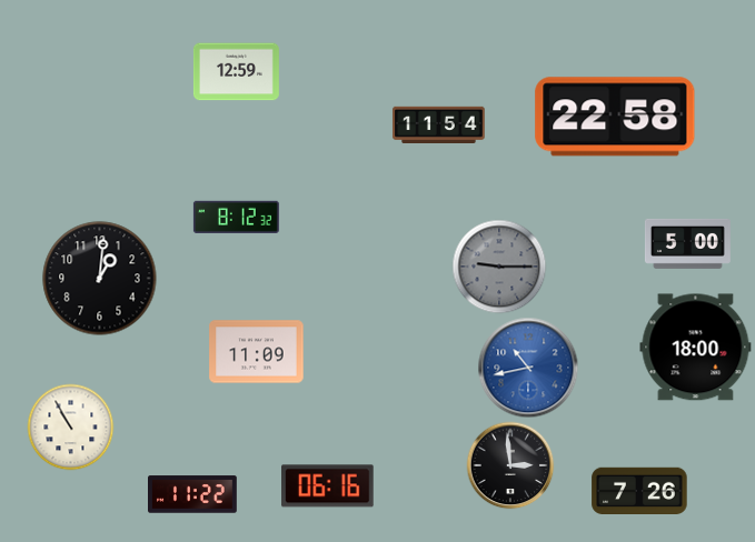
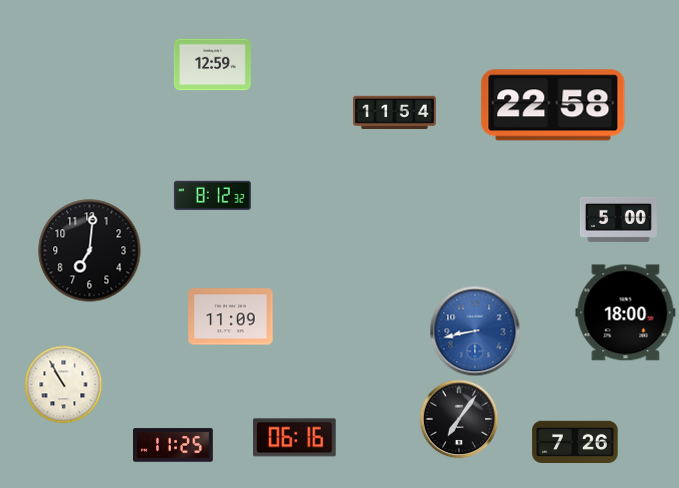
clock at (499, 267): 9:15 -> none
clock at (100, 279): 1:01 -> 7:01
clock at (528, 368): 10:43 -> 8:43
clock at (510, 465): 2:59 -> 7:06
clock at (193, 494): 11:22 -> 11:25
